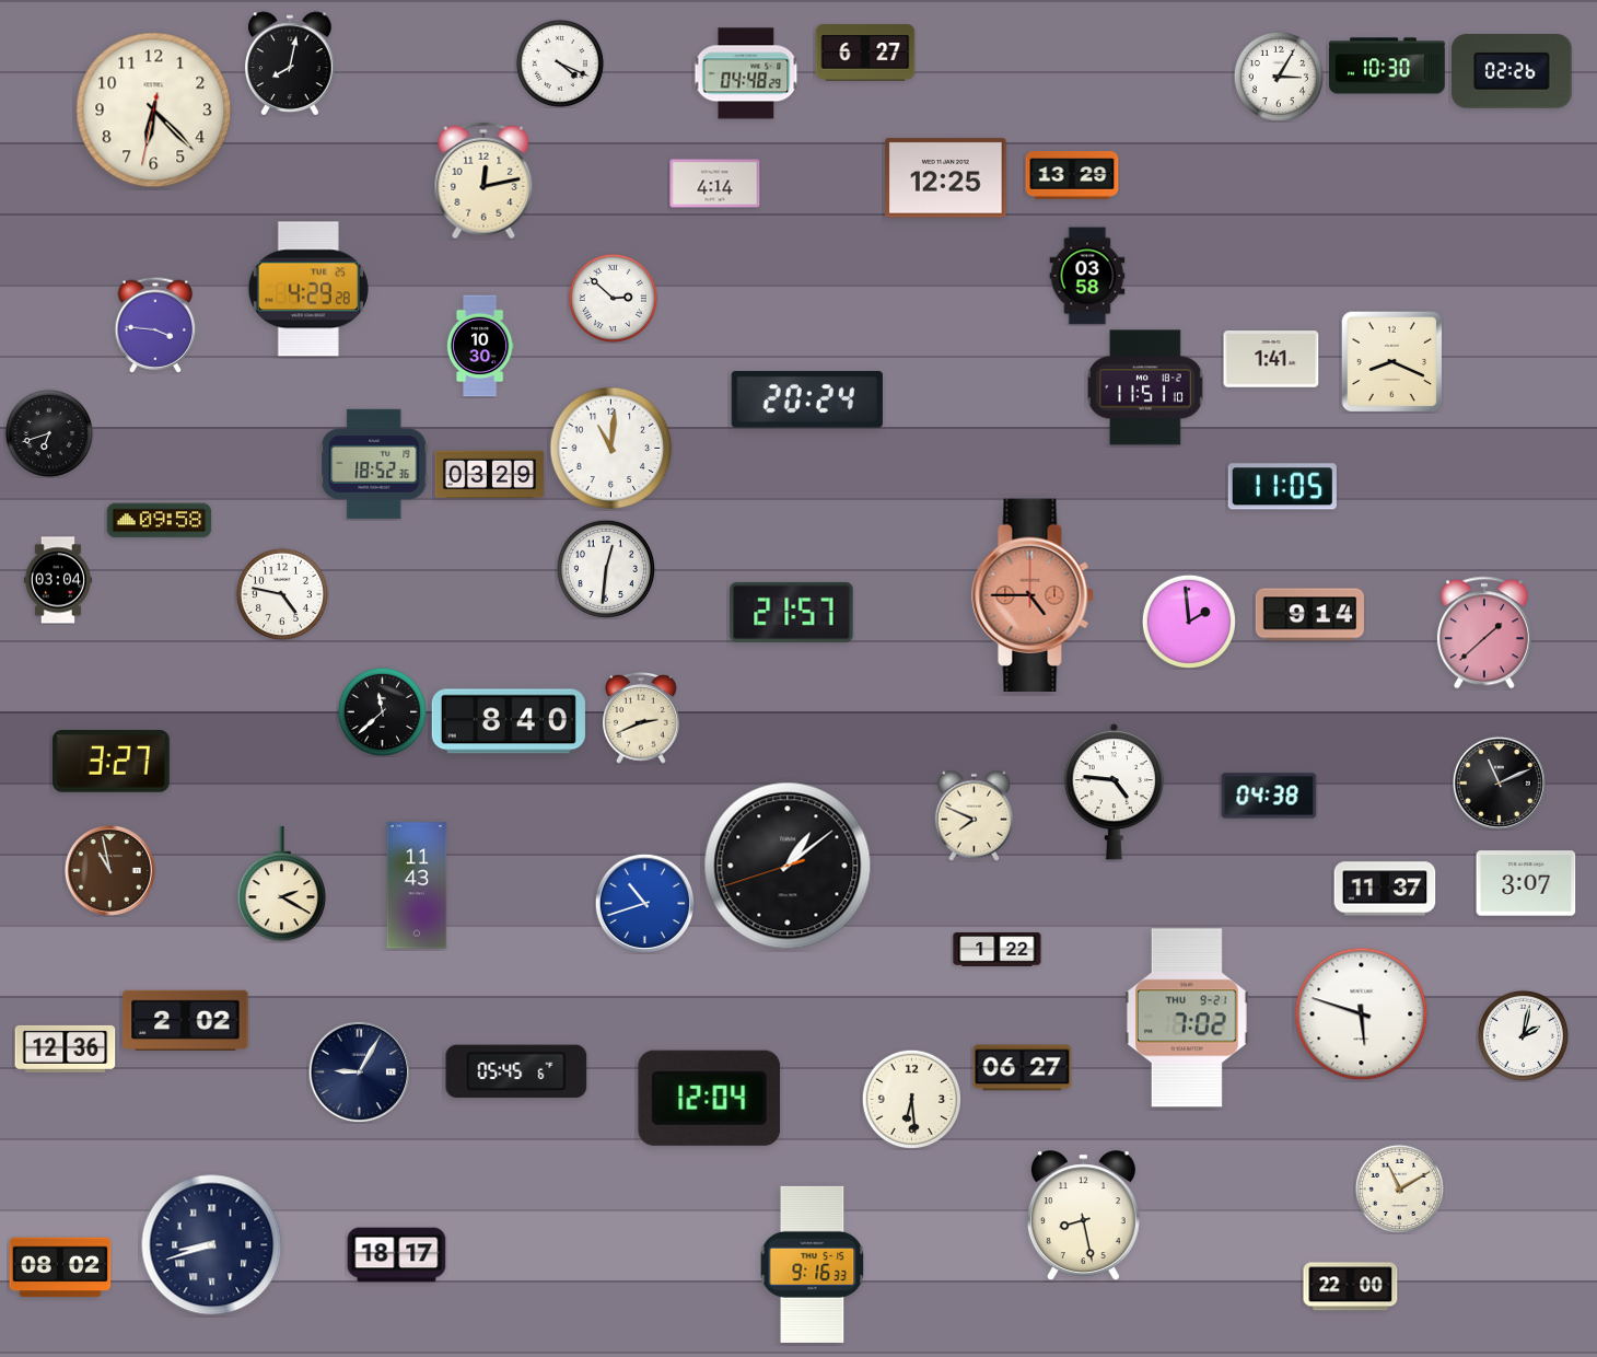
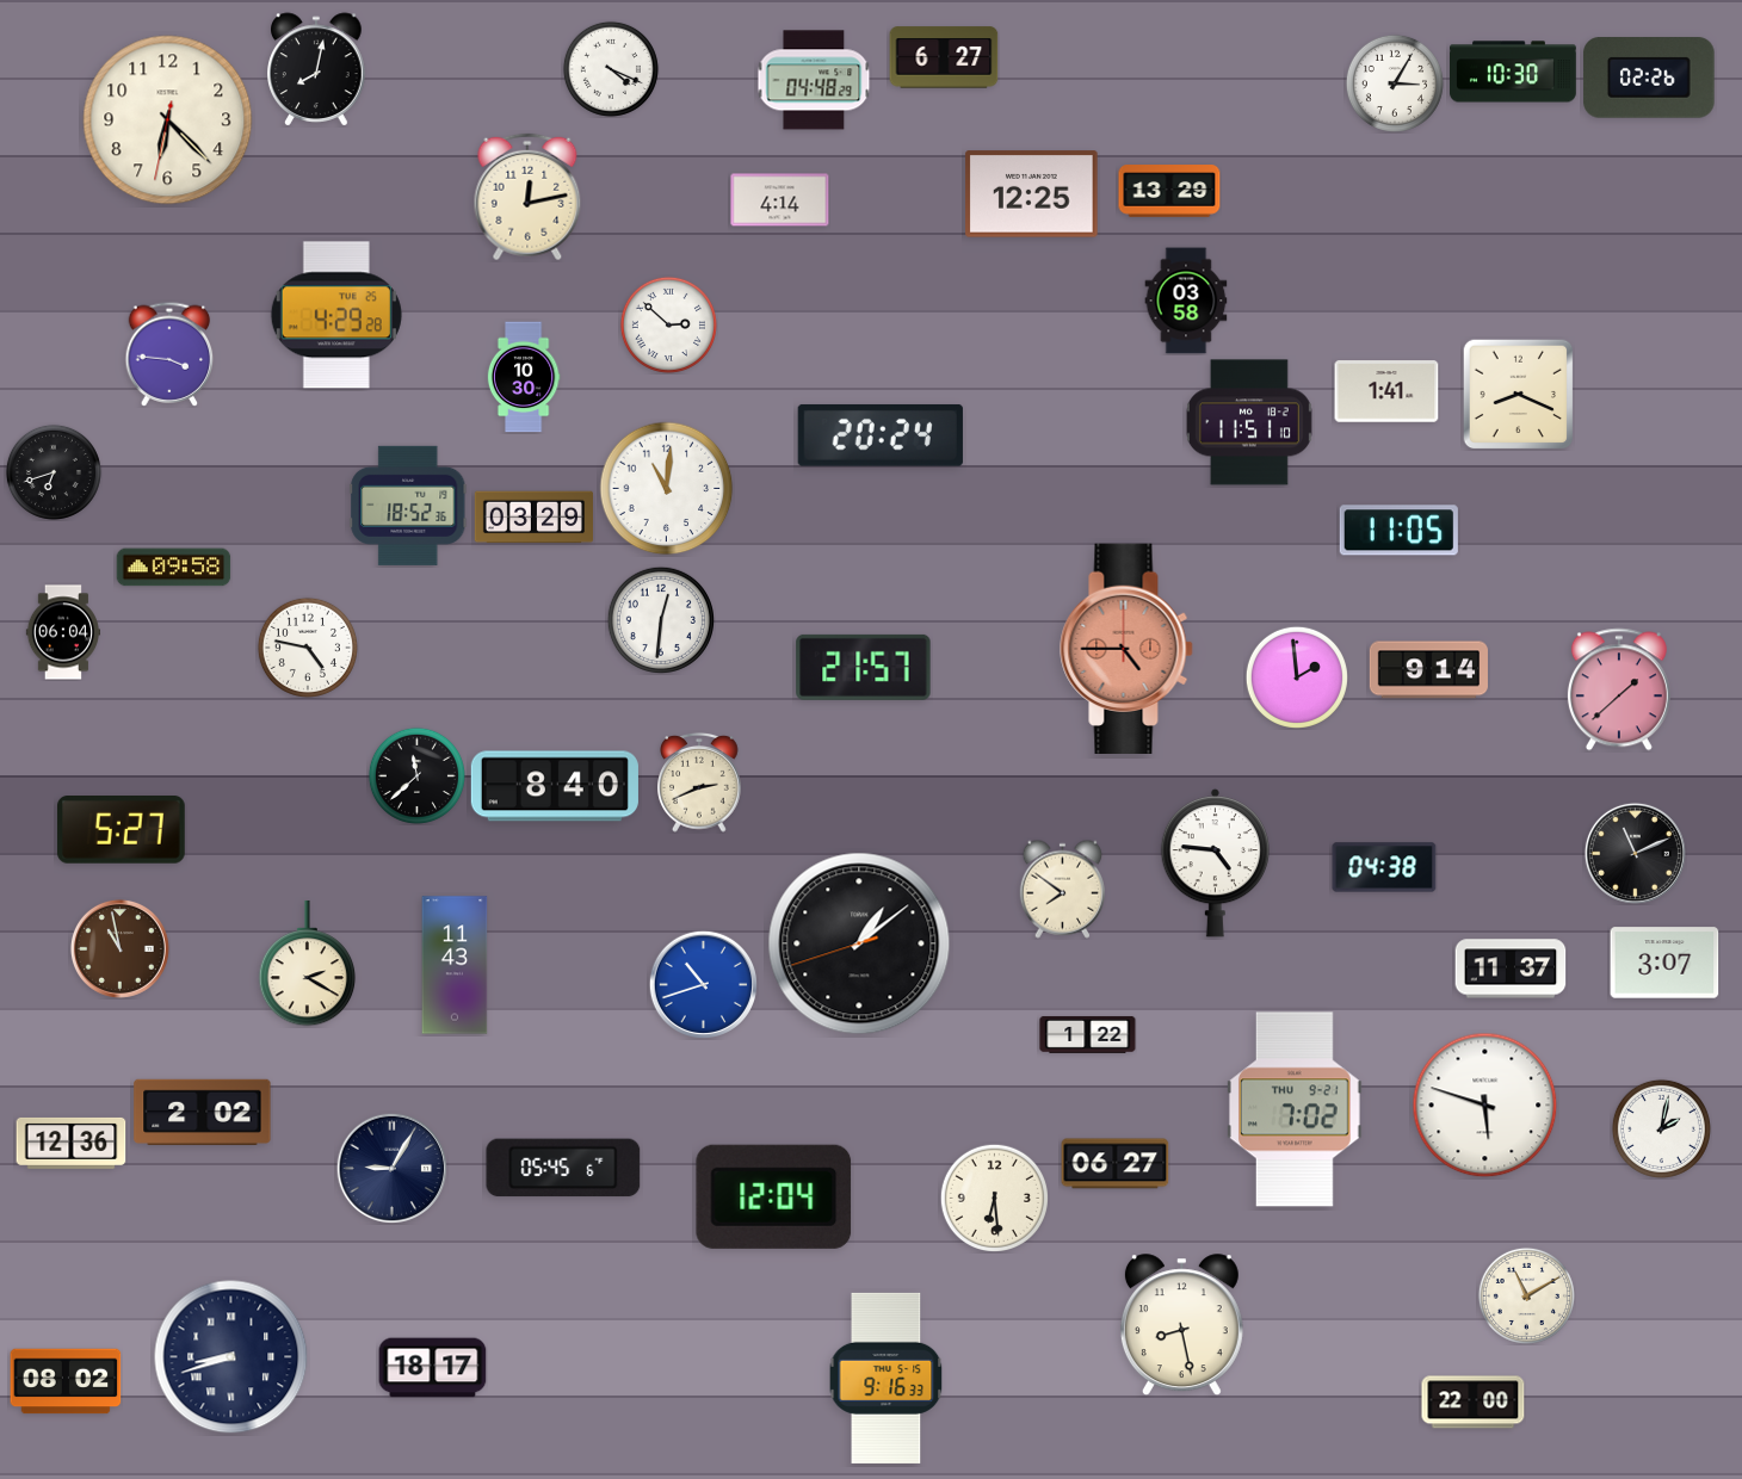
clock at (57, 580): 03:04 -> 06:04
clock at (110, 762): 3:27 -> 5:27
clock at (975, 815): 7:49 -> 7:51
